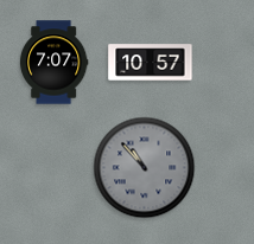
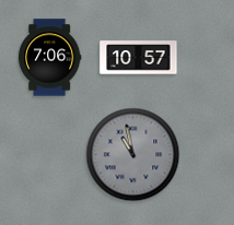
clock at (53, 63): 7:07 -> 7:06
clock at (145, 168): 10:53 -> 10:58
